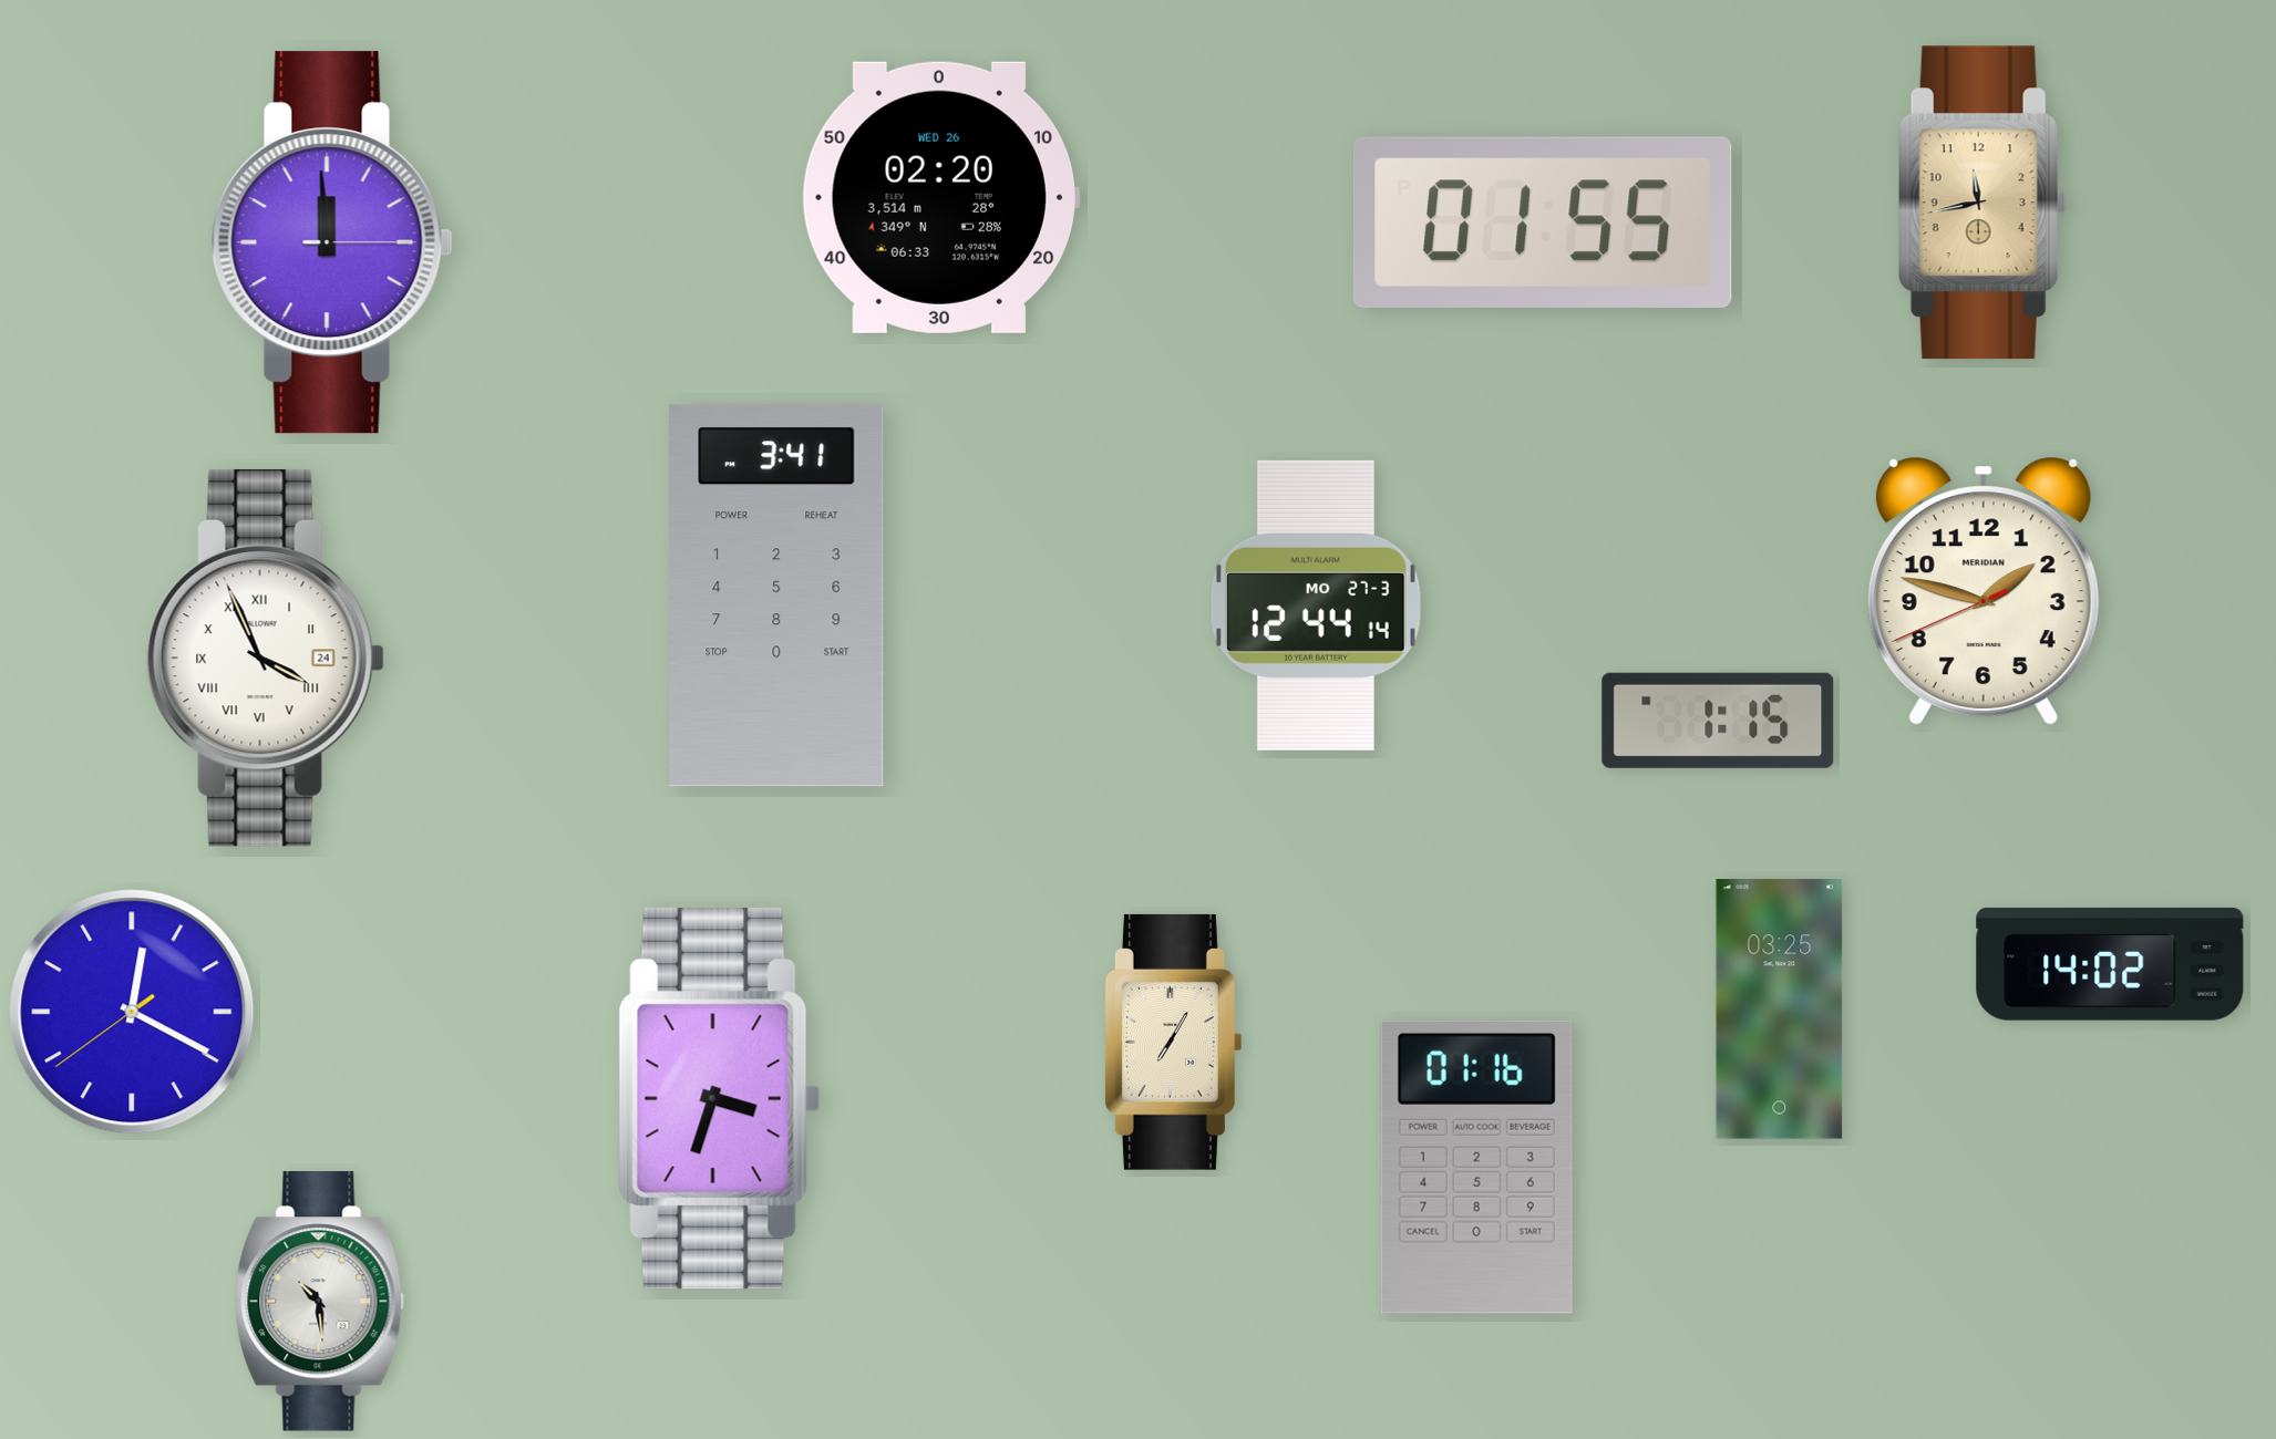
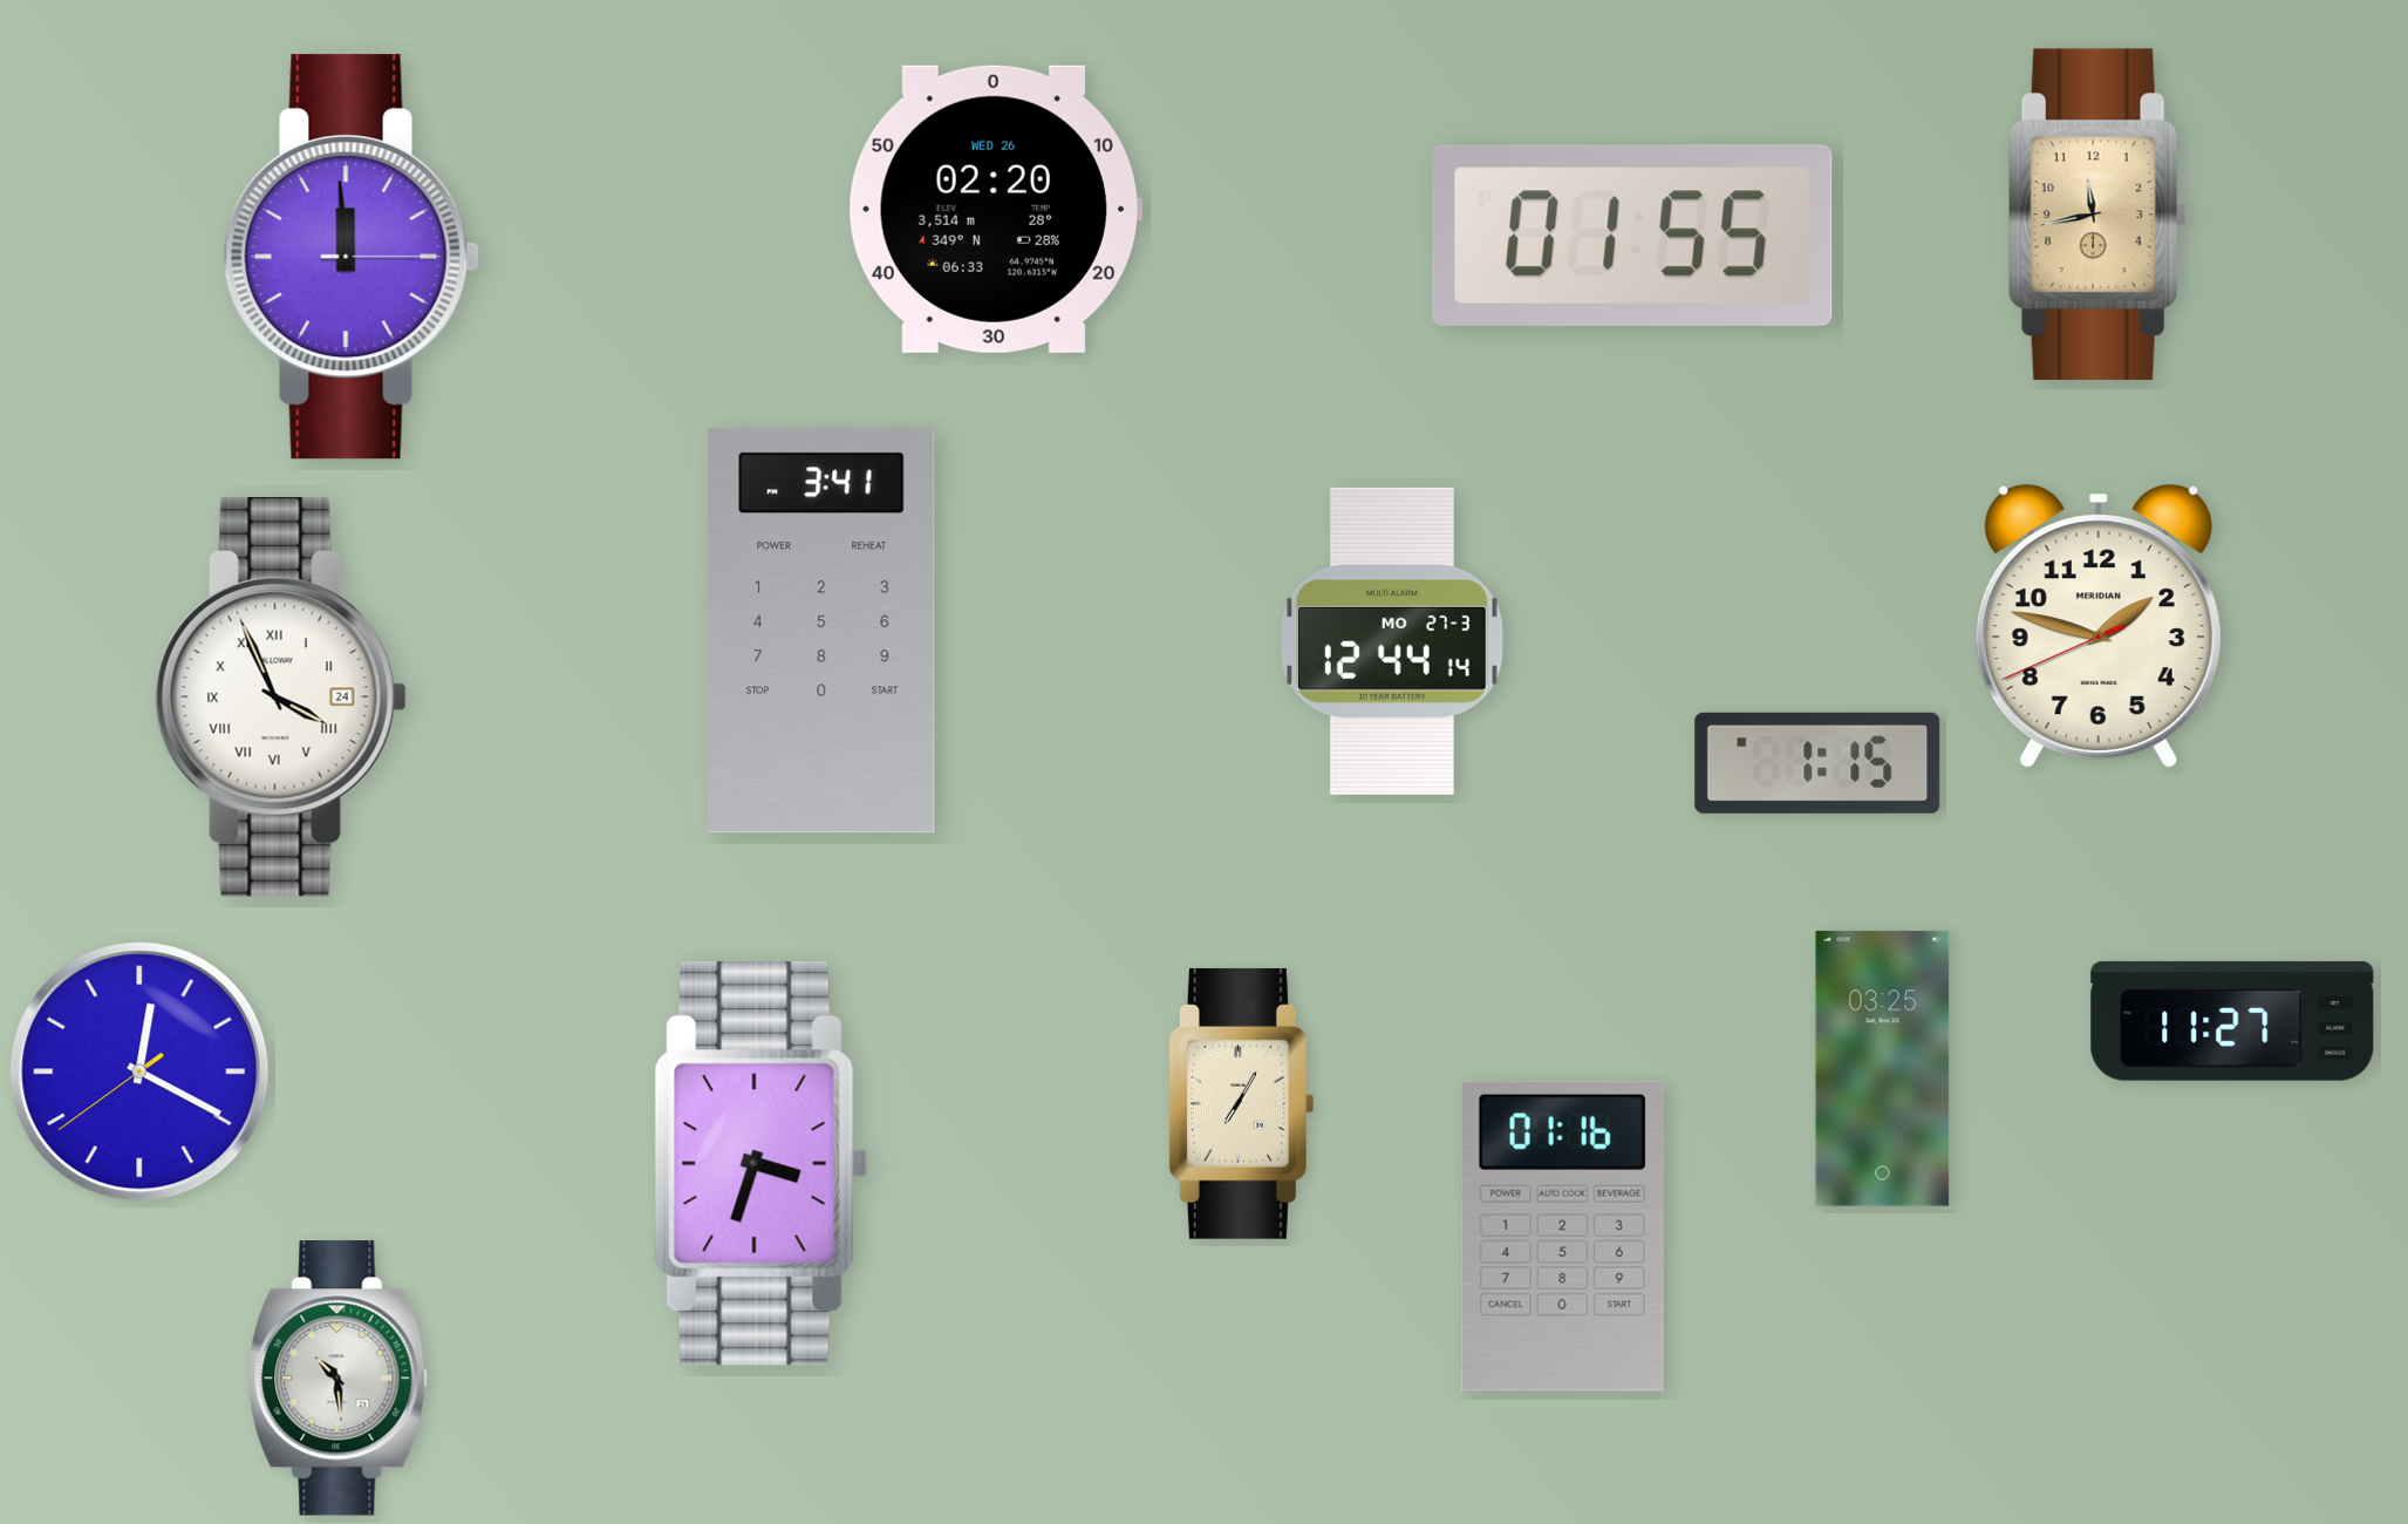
clock at (2110, 964): 14:02 -> 11:27
